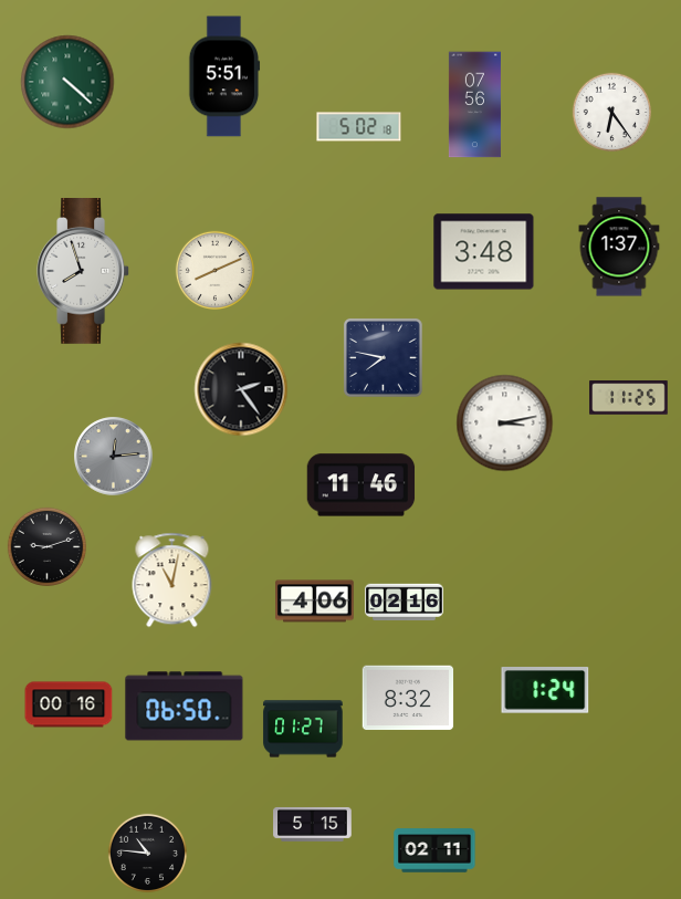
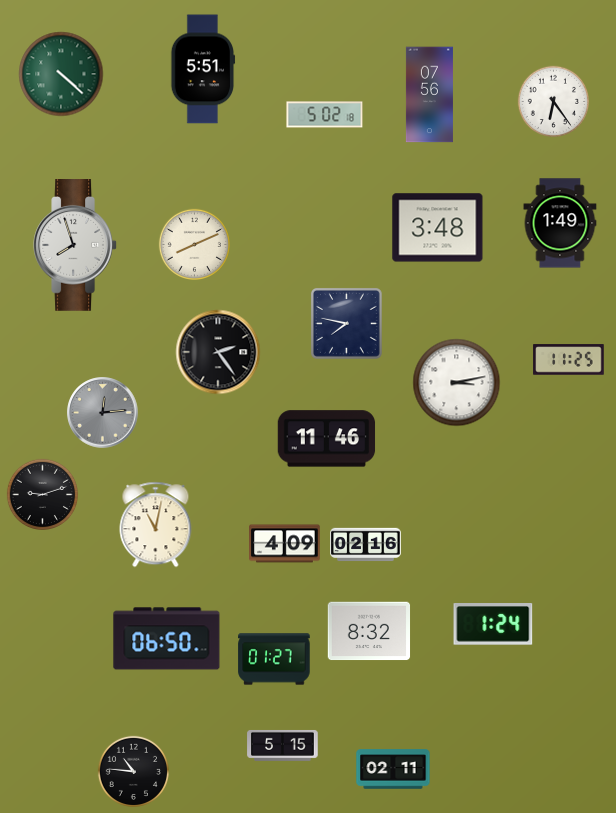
clock at (619, 247): 1:37 -> 1:49
clock at (315, 602): 4:06 -> 4:09
clock at (69, 704): 00:16 -> none
